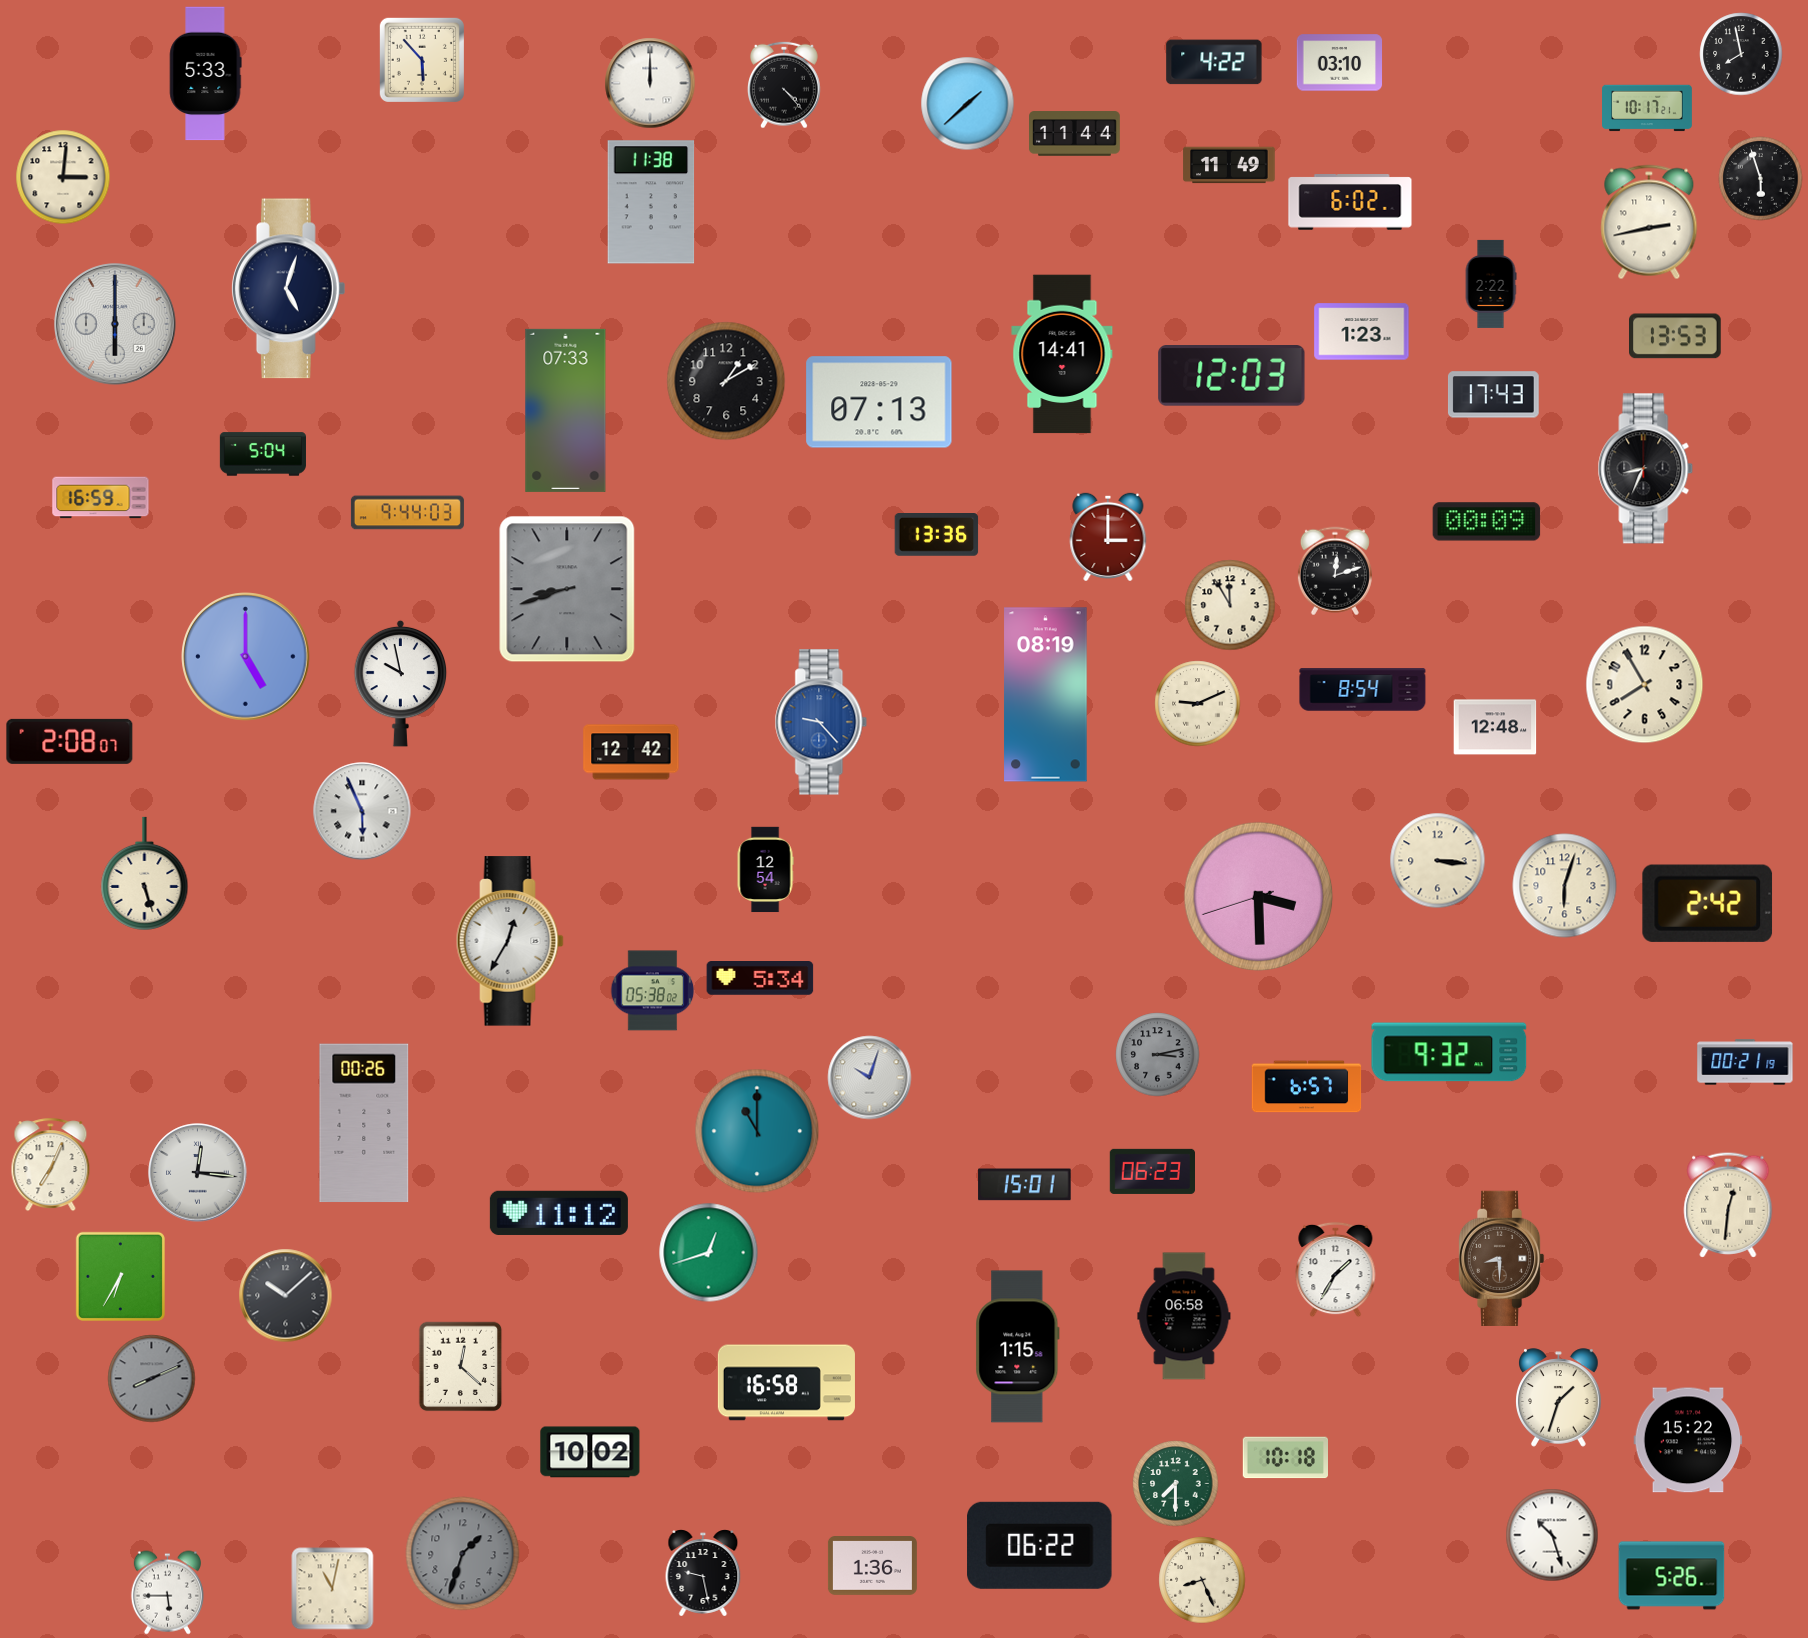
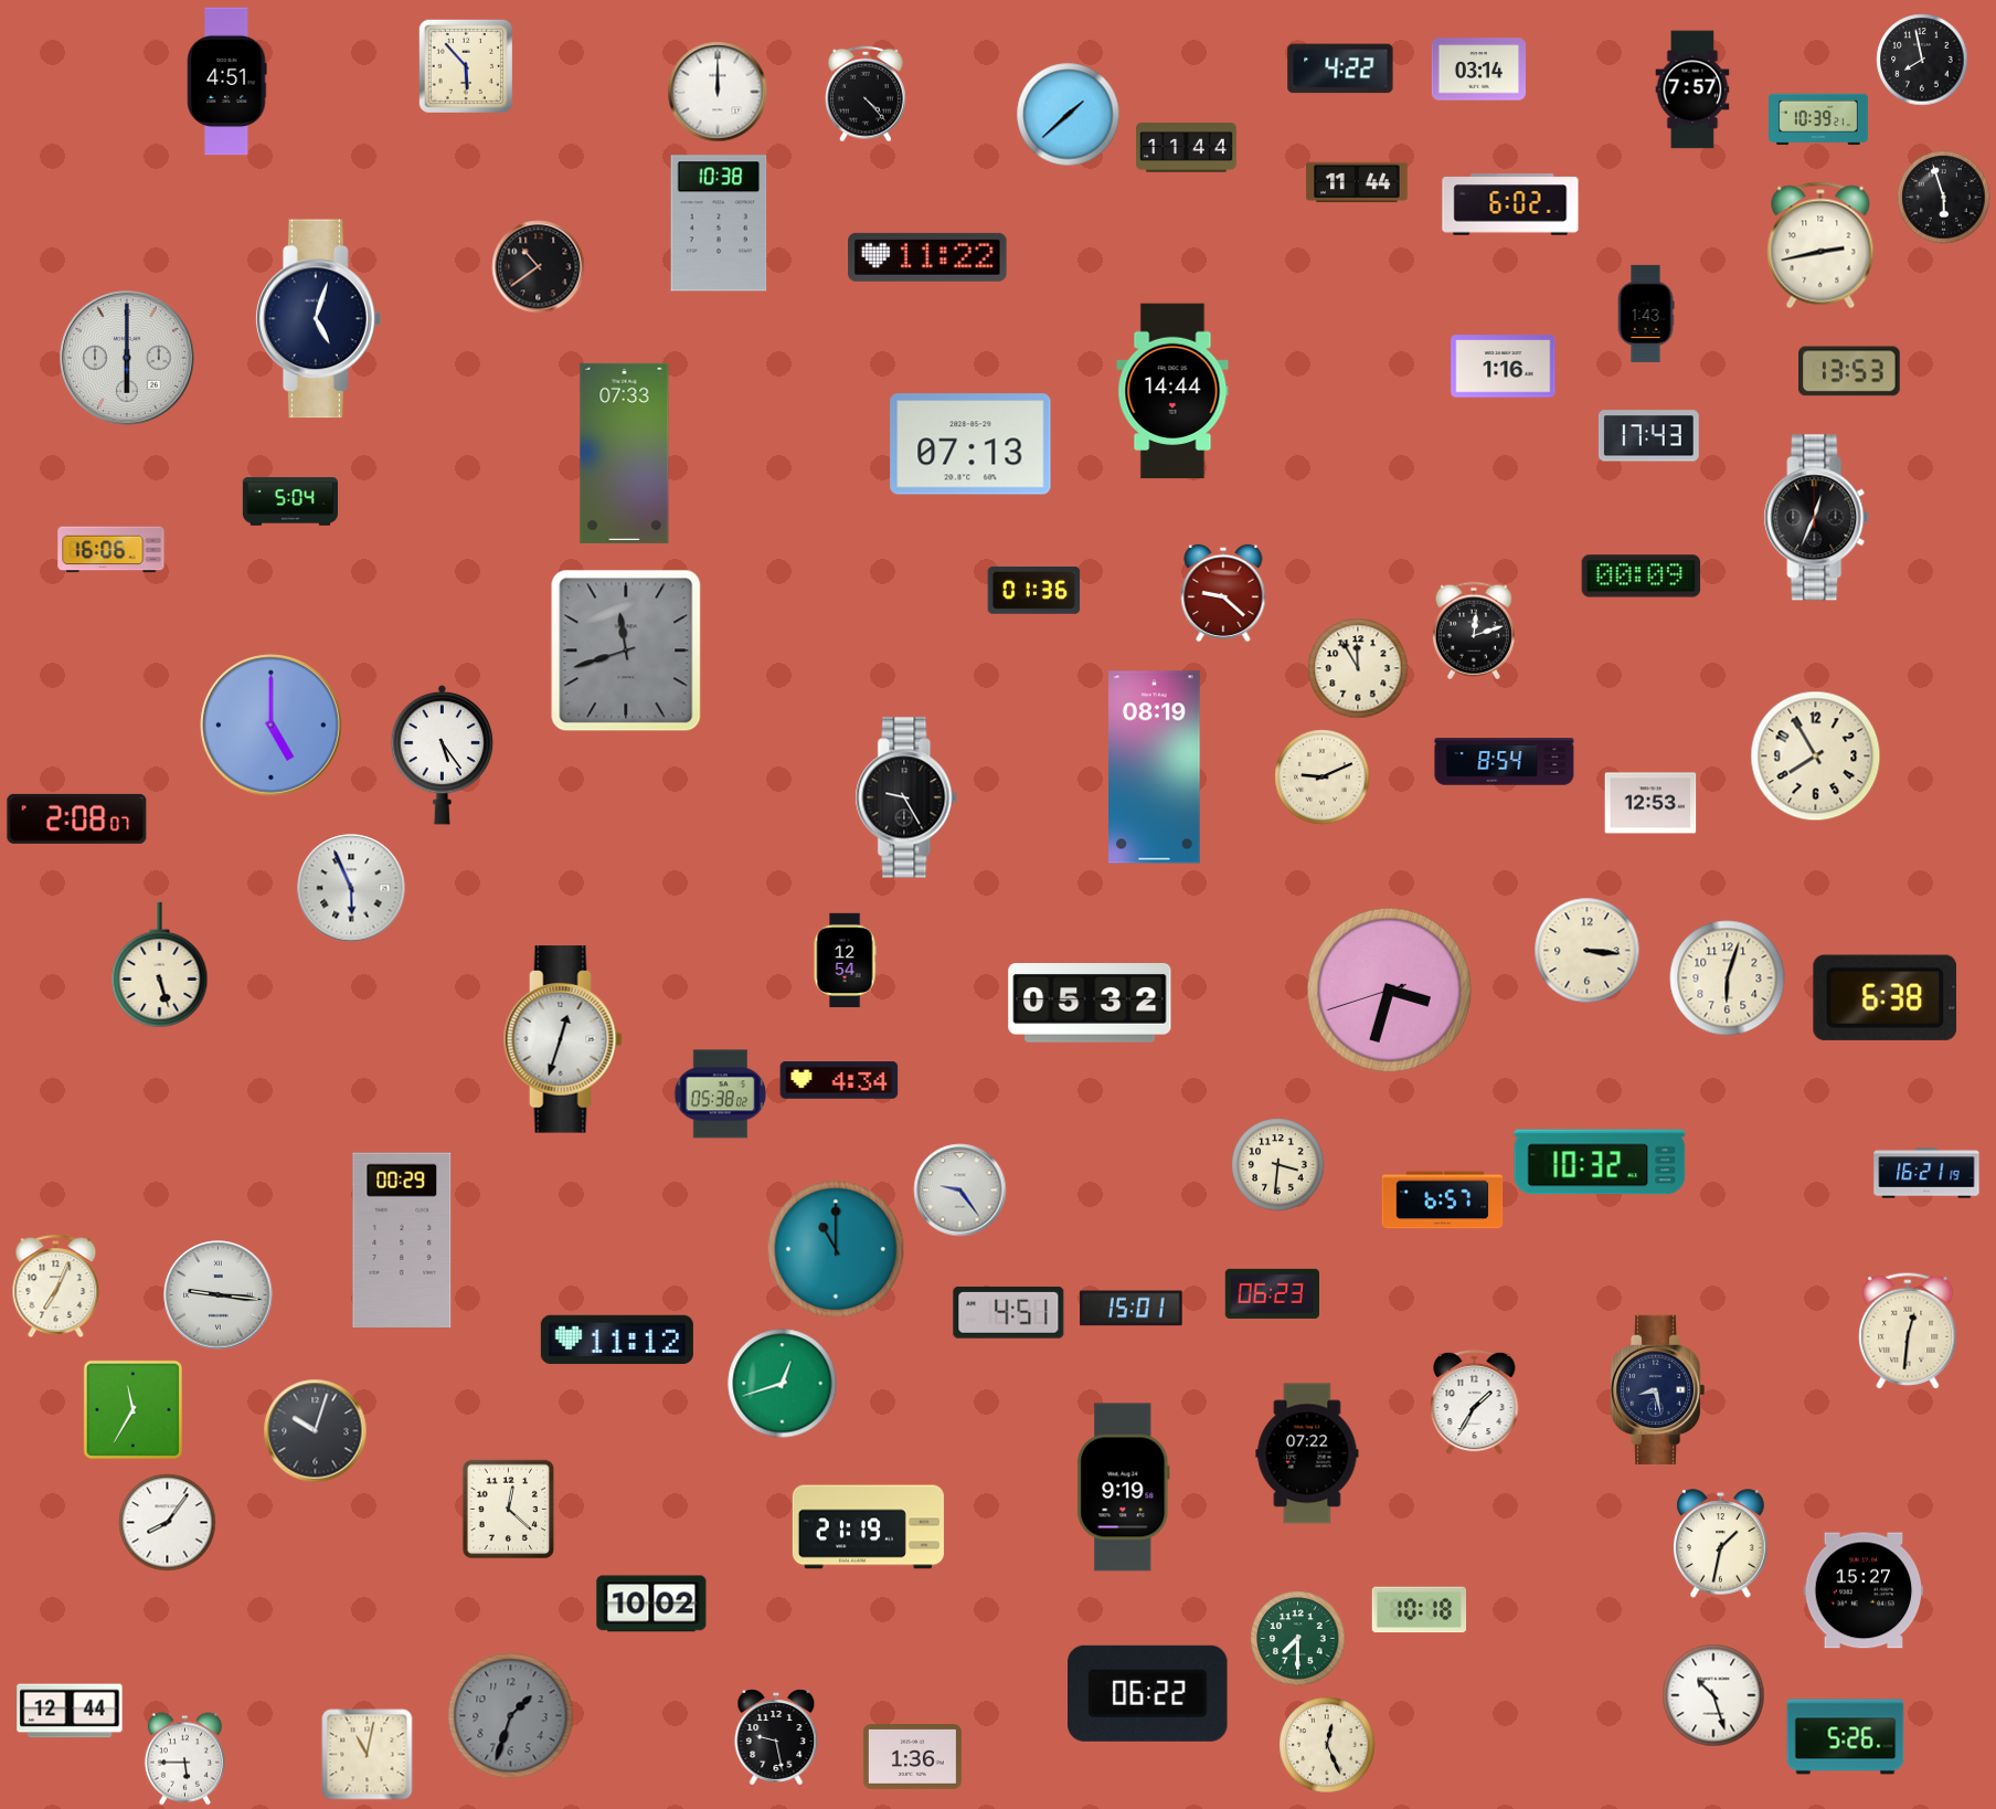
clock at (1340, 63): 03:10 -> 03:14
clock at (205, 74): 5:33 -> 4:51
clock at (1692, 89): none -> 7:57
clock at (1648, 108): 10:17 -> 10:39
clock at (1229, 165): 11:49 -> 11:44
clock at (63, 177): 3:01 -> none
clock at (651, 202): 11:38 -> 10:38
clock at (1350, 202) position: (1350, 202) -> (1510, 204)
clock at (927, 257): none -> 11:22
clock at (539, 267): none -> 10:39
clock at (1491, 284): 2:22 -> 1:43
clock at (1362, 332): 1:23 -> 1:16
clock at (1062, 354): 14:41 -> 14:44
clock at (1232, 376): 12:03 -> none
clock at (726, 381): 1:10 -> none
clock at (1646, 469): 8:34 -> 12:34
clock at (101, 498): 16:59 -> 16:06
clock at (407, 513): 9:44 -> none
clock at (937, 535): 13:36 -> 01:36
clock at (1108, 536): 3:00 -> 9:22
clock at (567, 589): 8:42 -> 11:42
clock at (401, 683): 9:58 -> 5:24
clock at (821, 722): 9:23 -> 9:25
clock at (821, 722) dial: blue -> black
clock at (1495, 727): 12:48 -> 12:53
clock at (631, 752): 12:42 -> none
clock at (362, 811) position: (362, 811) -> (351, 888)
clock at (1259, 897): 3:29 -> 3:32
clock at (1708, 903): 2:42 -> 6:38
clock at (1090, 1004): none -> 05:32
clock at (510, 941): 12:35 -> 12:33
clock at (760, 979): 5:34 -> 4:34
clock at (1449, 1052): 9:32 -> 10:32
clock at (1158, 1055): 3:13 -> 3:31
clock at (1158, 1055) dial: grey -> cream
clock at (1745, 1062): 00:21 -> 16:21
clock at (870, 1078): 10:03 -> 9:24
clock at (364, 1123): 00:26 -> 00:29
clock at (198, 1173): 12:16 -> 9:16
clock at (1009, 1312): none -> 4:51
clock at (1501, 1258): 8:30 -> 8:28
clock at (1501, 1258) dial: brown -> navy
clock at (120, 1276): 6:35 -> 11:35
clock at (286, 1296): 10:08 -> 10:03
clock at (1184, 1316): 06:58 -> 07:22
clock at (1018, 1347): 1:15 -> 9:19
clock at (152, 1379): 8:11 -> 8:06
clock at (152, 1379) dial: grey -> white
clock at (786, 1383): 16:58 -> 21:19
clock at (1559, 1398): 1:33 -> 1:32
clock at (1688, 1440): 15:22 -> 15:27
clock at (1040, 1545) position: (1040, 1545) -> (1148, 1693)
clock at (70, 1711): none -> 12:44
clock at (872, 1566) position: (872, 1566) -> (912, 1757)
clock at (1672, 1576) position: (1672, 1576) -> (1846, 1737)
clock at (1202, 1580): 8:26 -> 12:26
